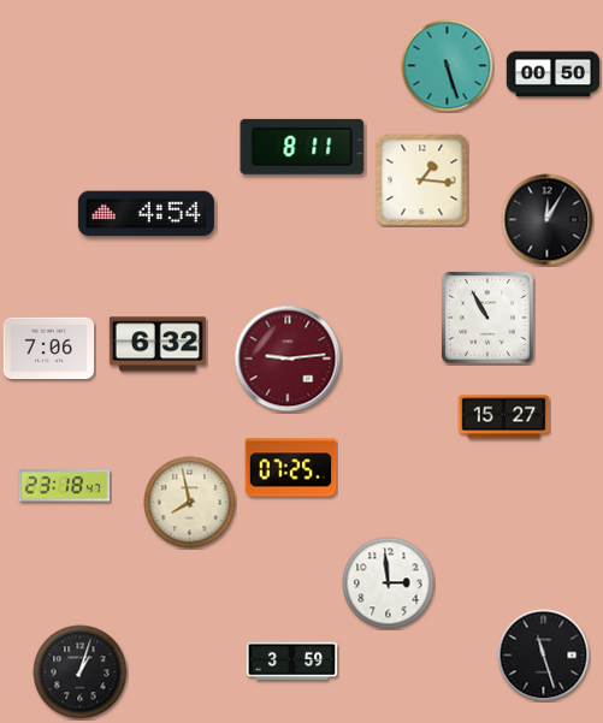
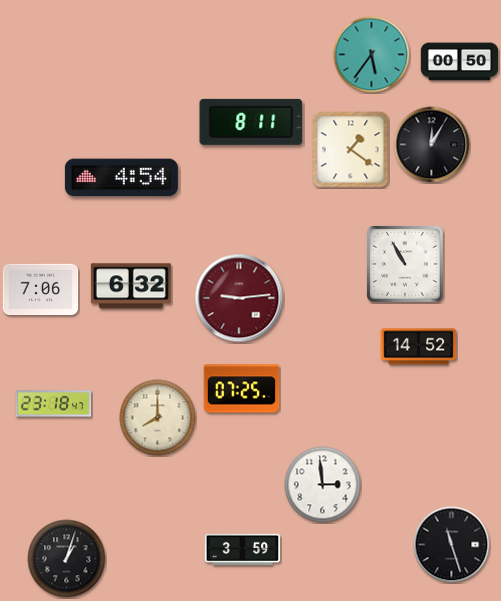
clock at (448, 66): 5:27 -> 5:36
clock at (422, 180): 1:16 -> 1:21
clock at (548, 220) position: (548, 220) -> (432, 145)
clock at (504, 417): 15:27 -> 14:52
clock at (190, 503): 7:58 -> 8:00
